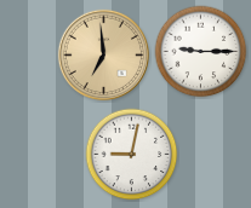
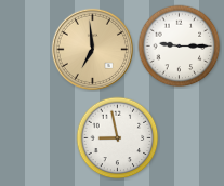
clock at (132, 155): 9:02 -> 8:58
